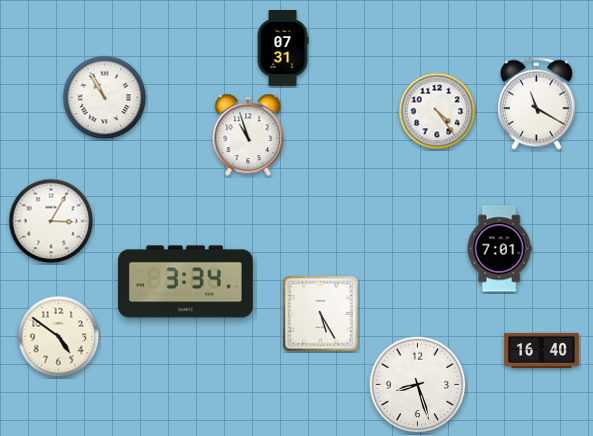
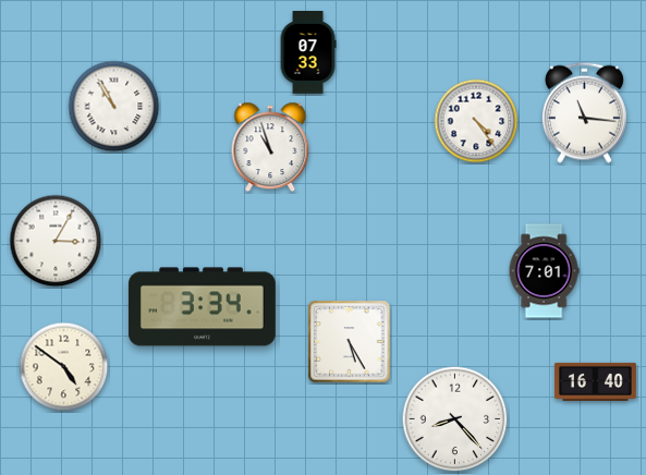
clock at (283, 49): 07:31 -> 07:33
clock at (536, 103): 11:20 -> 11:16
clock at (541, 350) position: (541, 350) -> (595, 381)
clock at (418, 385): 8:27 -> 8:23
